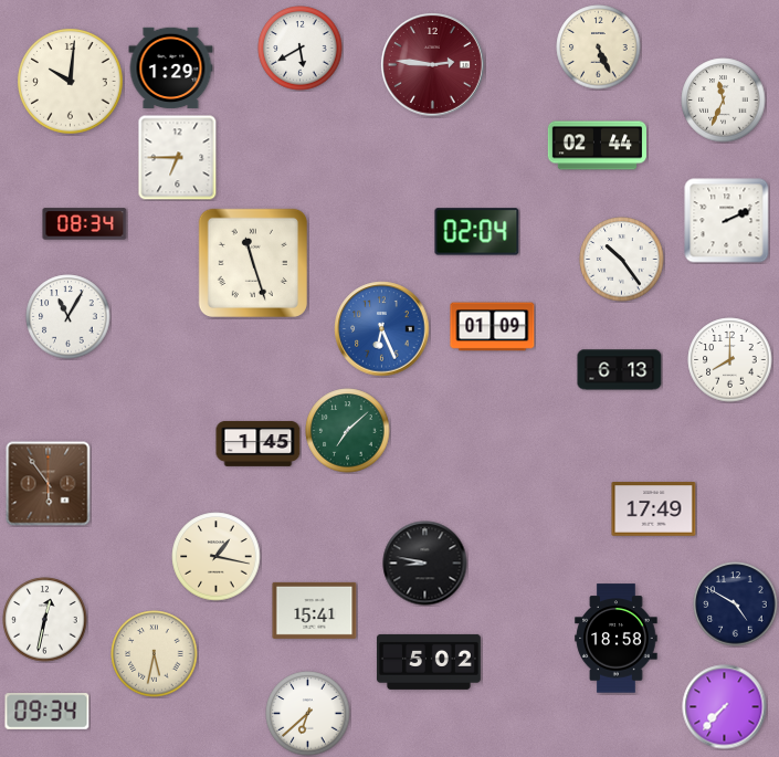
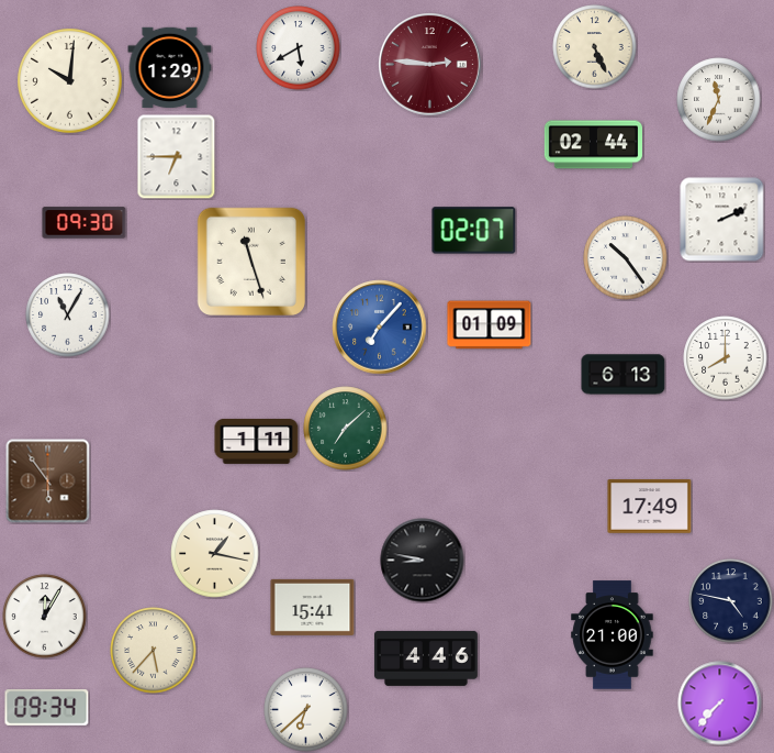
clock at (85, 224): 08:34 -> 09:30
clock at (477, 232): 02:04 -> 02:07
clock at (622, 260) position: (622, 260) -> (626, 258)
clock at (382, 329): 6:26 -> 7:07
clock at (620, 370) position: (620, 370) -> (624, 375)
clock at (259, 443): 1:45 -> 1:11
clock at (736, 604): 4:50 -> 4:47
clock at (45, 620): 12:32 -> 12:05
clock at (617, 639): 18:58 -> 21:00
clock at (155, 654): 5:32 -> 5:37
clock at (429, 662): 5:02 -> 4:46
